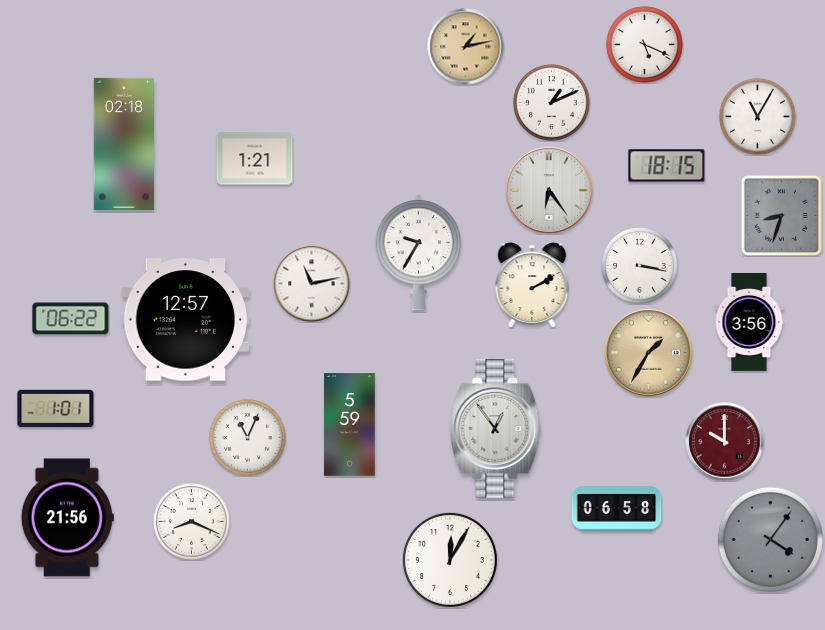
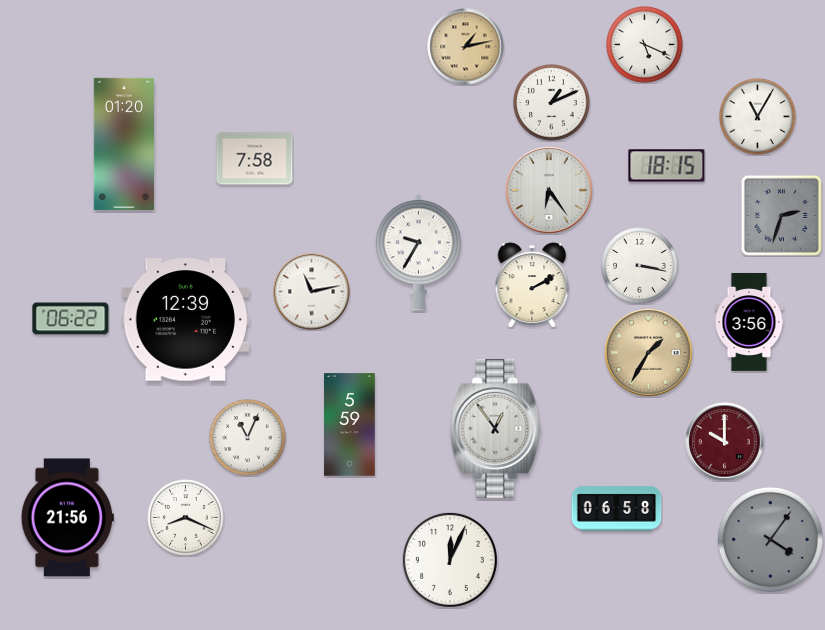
clock at (124, 144): 02:18 -> 01:20
clock at (255, 159): 1:21 -> 7:58
clock at (781, 215): 8:33 -> 2:33
clock at (312, 284) position: (312, 284) -> (312, 292)
clock at (186, 320): 12:57 -> 12:39
clock at (56, 409): 1:01 -> none
clock at (192, 522) position: (192, 522) -> (186, 518)
clock at (450, 560): 12:05 -> 12:04
